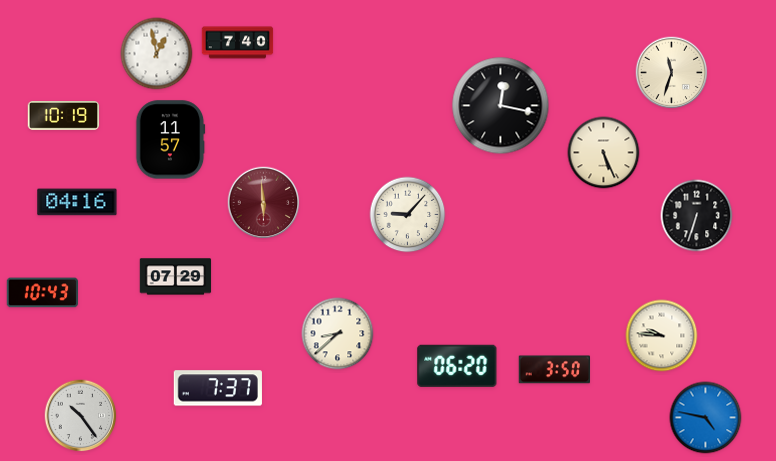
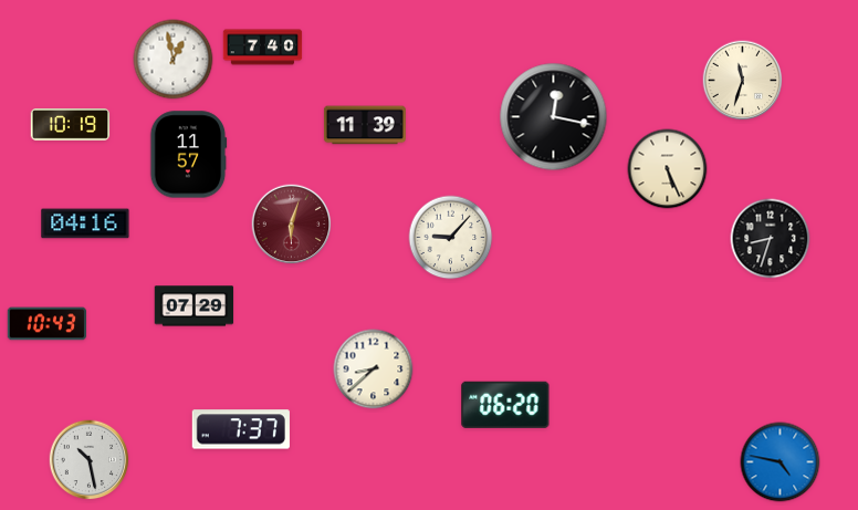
clock at (365, 125): none -> 11:39
clock at (64, 116) position: (64, 116) -> (71, 125)
clock at (264, 203): 5:59 -> 6:03
clock at (697, 216): 6:33 -> 8:33
clock at (662, 336): 9:46 -> none
clock at (554, 370): 3:50 -> none
clock at (81, 416): 10:24 -> 10:28
